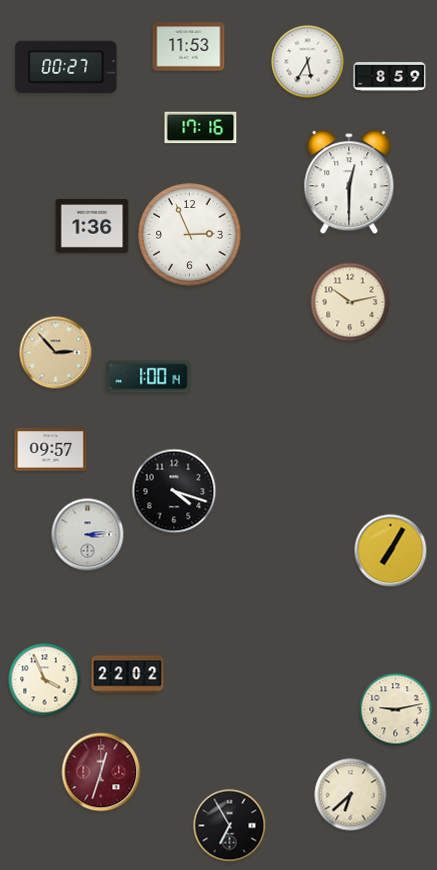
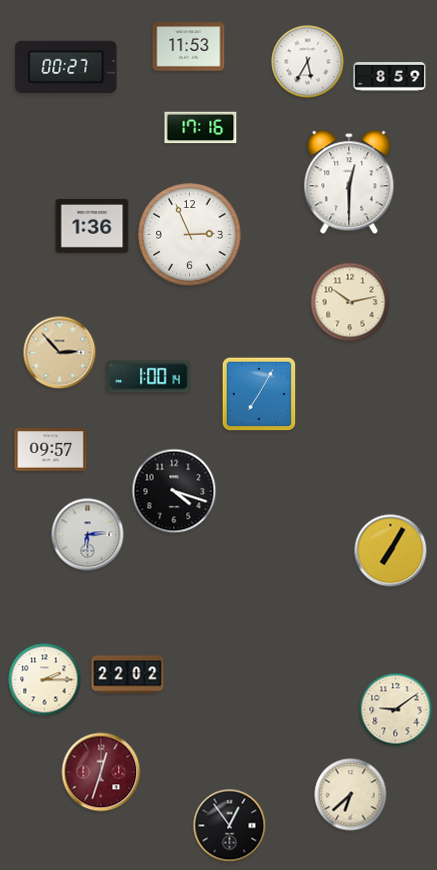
clock at (56, 353) position: (56, 353) -> (60, 353)
clock at (259, 394): none -> 7:05
clock at (88, 535): 3:14 -> 6:14
clock at (45, 680): 3:56 -> 2:15
clock at (396, 710): 9:13 -> 9:09
clock at (230, 826): 6:55 -> 12:54
